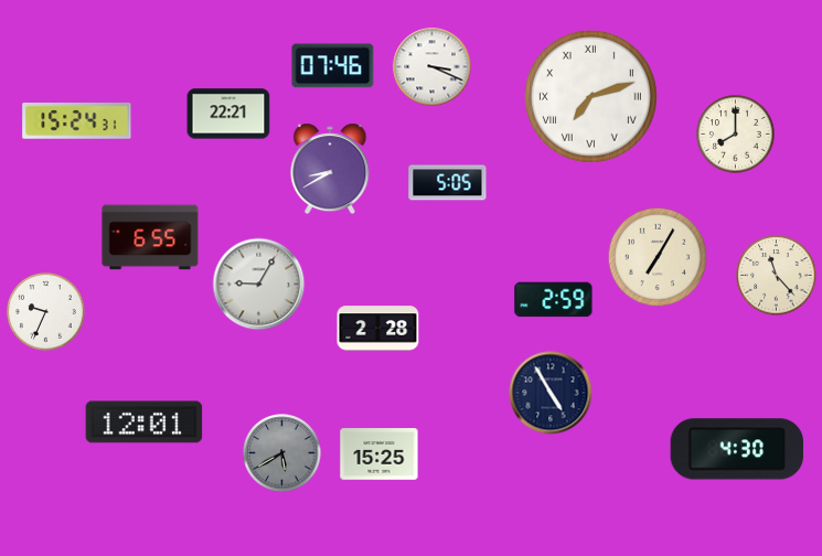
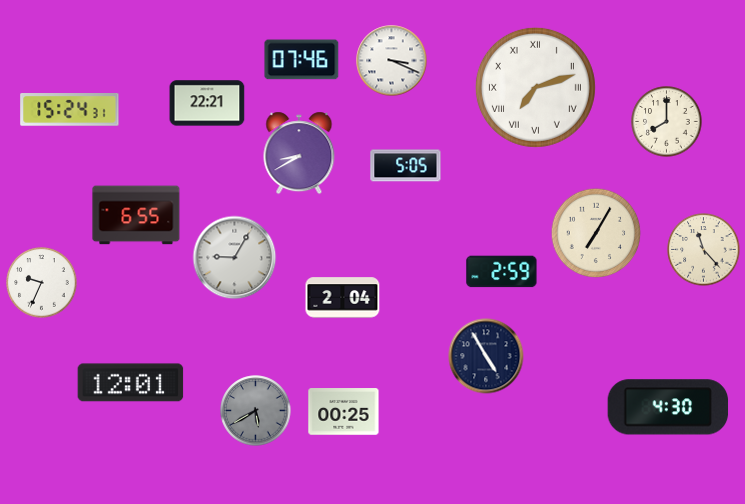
clock at (378, 329): 2:28 -> 2:04
clock at (551, 393) position: (551, 393) -> (486, 356)
clock at (380, 455): 15:25 -> 00:25
